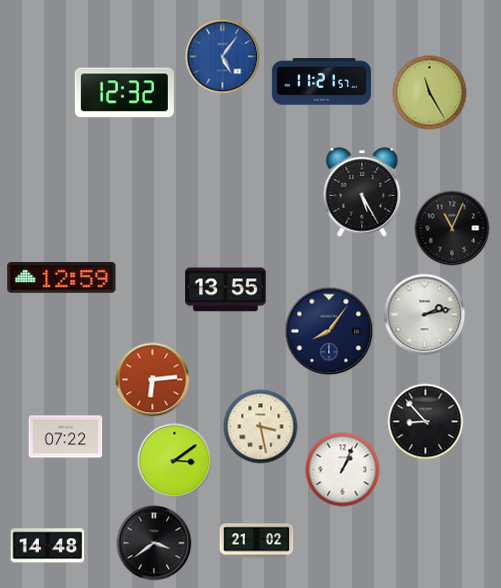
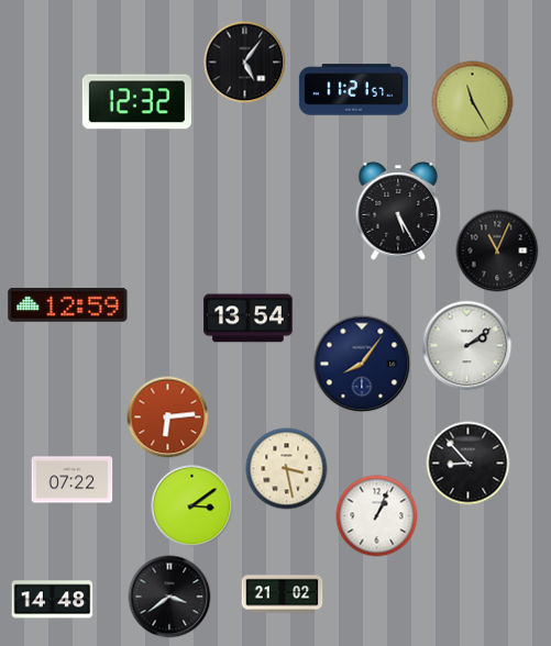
clock at (223, 57) dial: blue -> black
clock at (226, 290): 13:55 -> 13:54
clock at (425, 315): 2:13 -> 2:09
